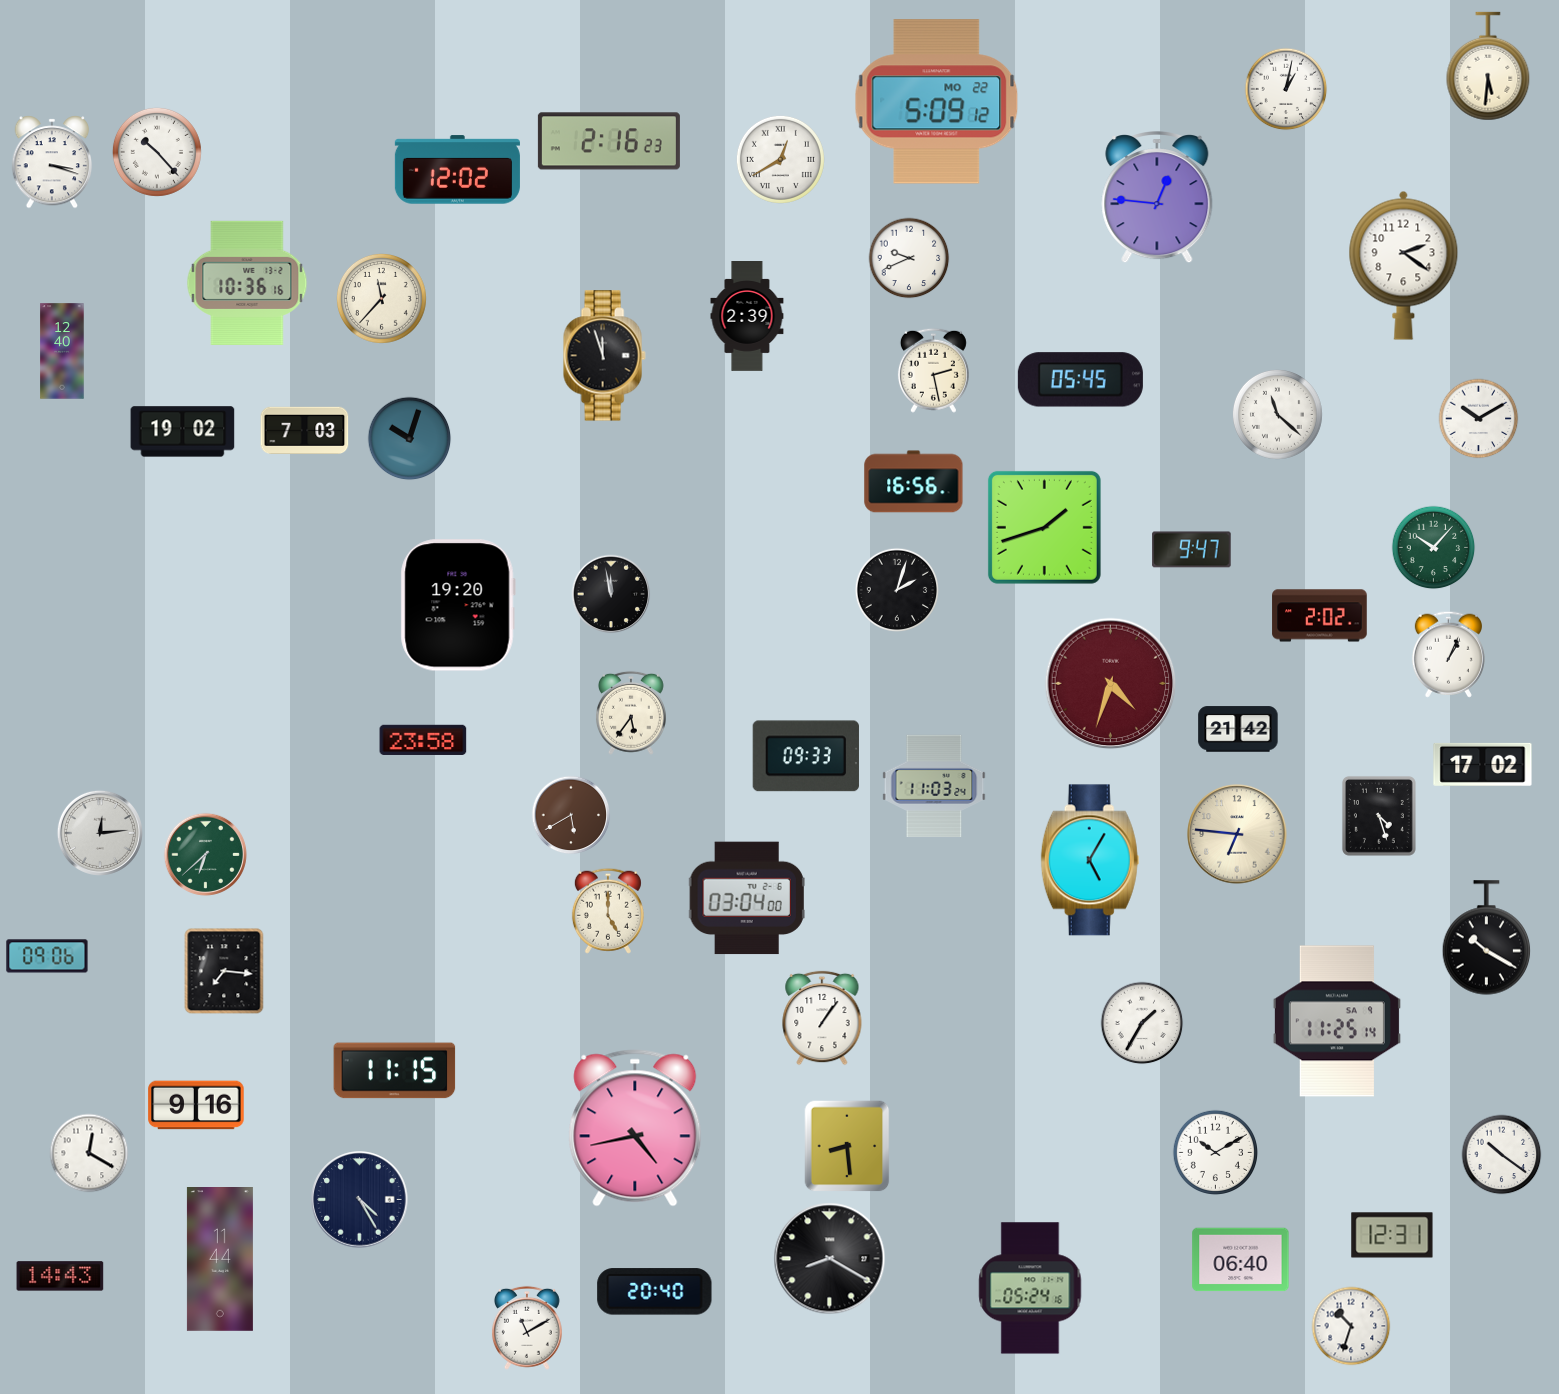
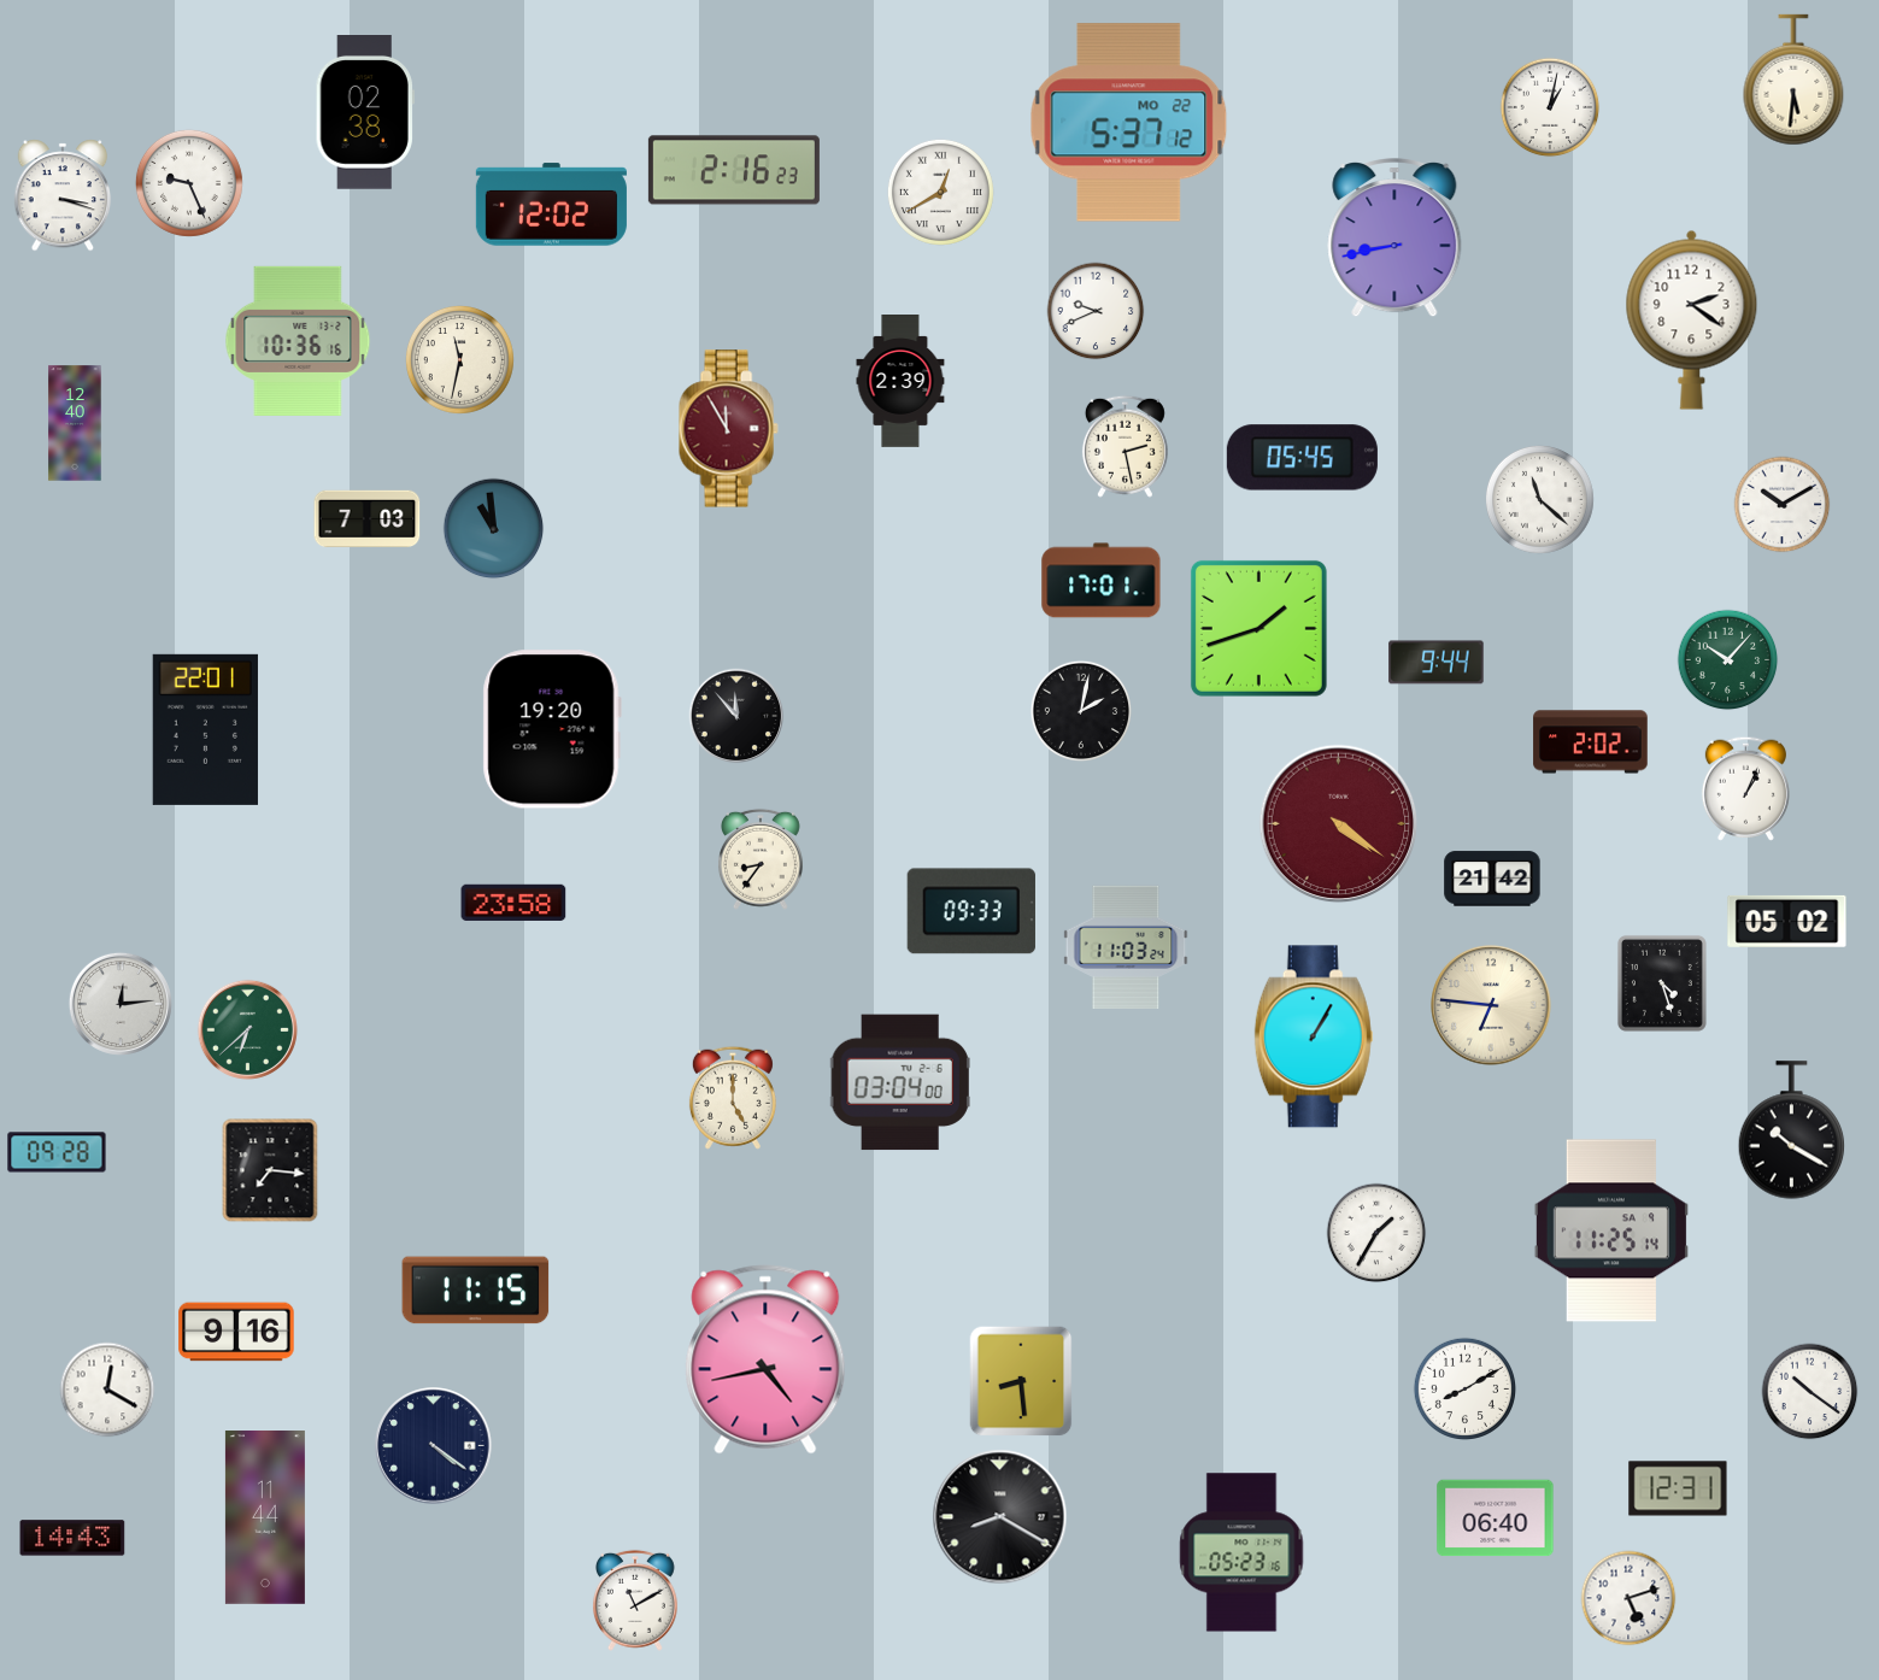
clock at (365, 113): none -> 02:38
clock at (937, 102): 5:09 -> 5:37
clock at (157, 152): 10:23 -> 9:26
clock at (1157, 198): 12:46 -> 8:43
clock at (381, 298): 11:37 -> 11:32
clock at (604, 356): 11:57 -> 11:55
clock at (604, 356) dial: black -> burgundy
clock at (183, 432): 19:02 -> none
clock at (410, 439): 10:03 -> 10:59
clock at (914, 482): 16:56 -> 17:01
clock at (1044, 527) position: (1044, 527) -> (1258, 628)
clock at (1192, 550): 9:47 -> 9:44
clock at (897, 590): 2:03 -> 2:02
clock at (611, 594): 11:58 -> 11:53
clock at (205, 729): none -> 22:01
clock at (1111, 684): 4:33 -> 4:21
clock at (631, 713): 5:36 -> 8:36
clock at (423, 740) position: (423, 740) -> (513, 903)
clock at (1483, 764): 17:02 -> 05:02
clock at (571, 815): 5:40 -> none
clock at (1090, 860): 5:05 -> 1:05
clock at (47, 956): 09:06 -> 09:28
clock at (822, 1018): 1:06 -> none
clock at (1215, 1152): 10:10 -> 8:10
clock at (360, 1200): 4:25 -> 4:21
clock at (1030, 1288): 05:24 -> 05:23
clock at (655, 1292): 20:40 -> none
clock at (1351, 1326): 10:33 -> 5:12
